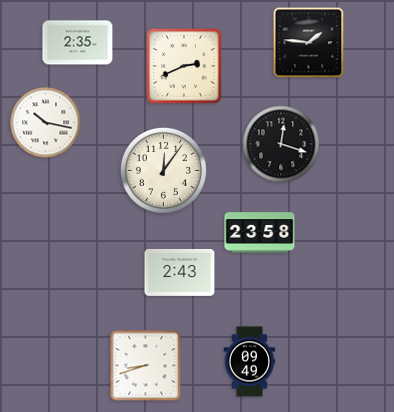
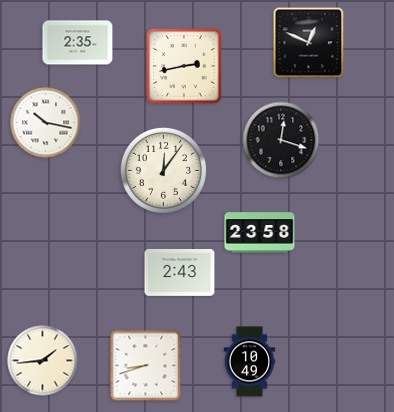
clock at (309, 43): 1:46 -> 12:49
clock at (184, 66): 2:41 -> 2:43
clock at (281, 144) position: (281, 144) -> (281, 140)
clock at (43, 361): none -> 1:44
clock at (250, 362): 09:49 -> 10:49
